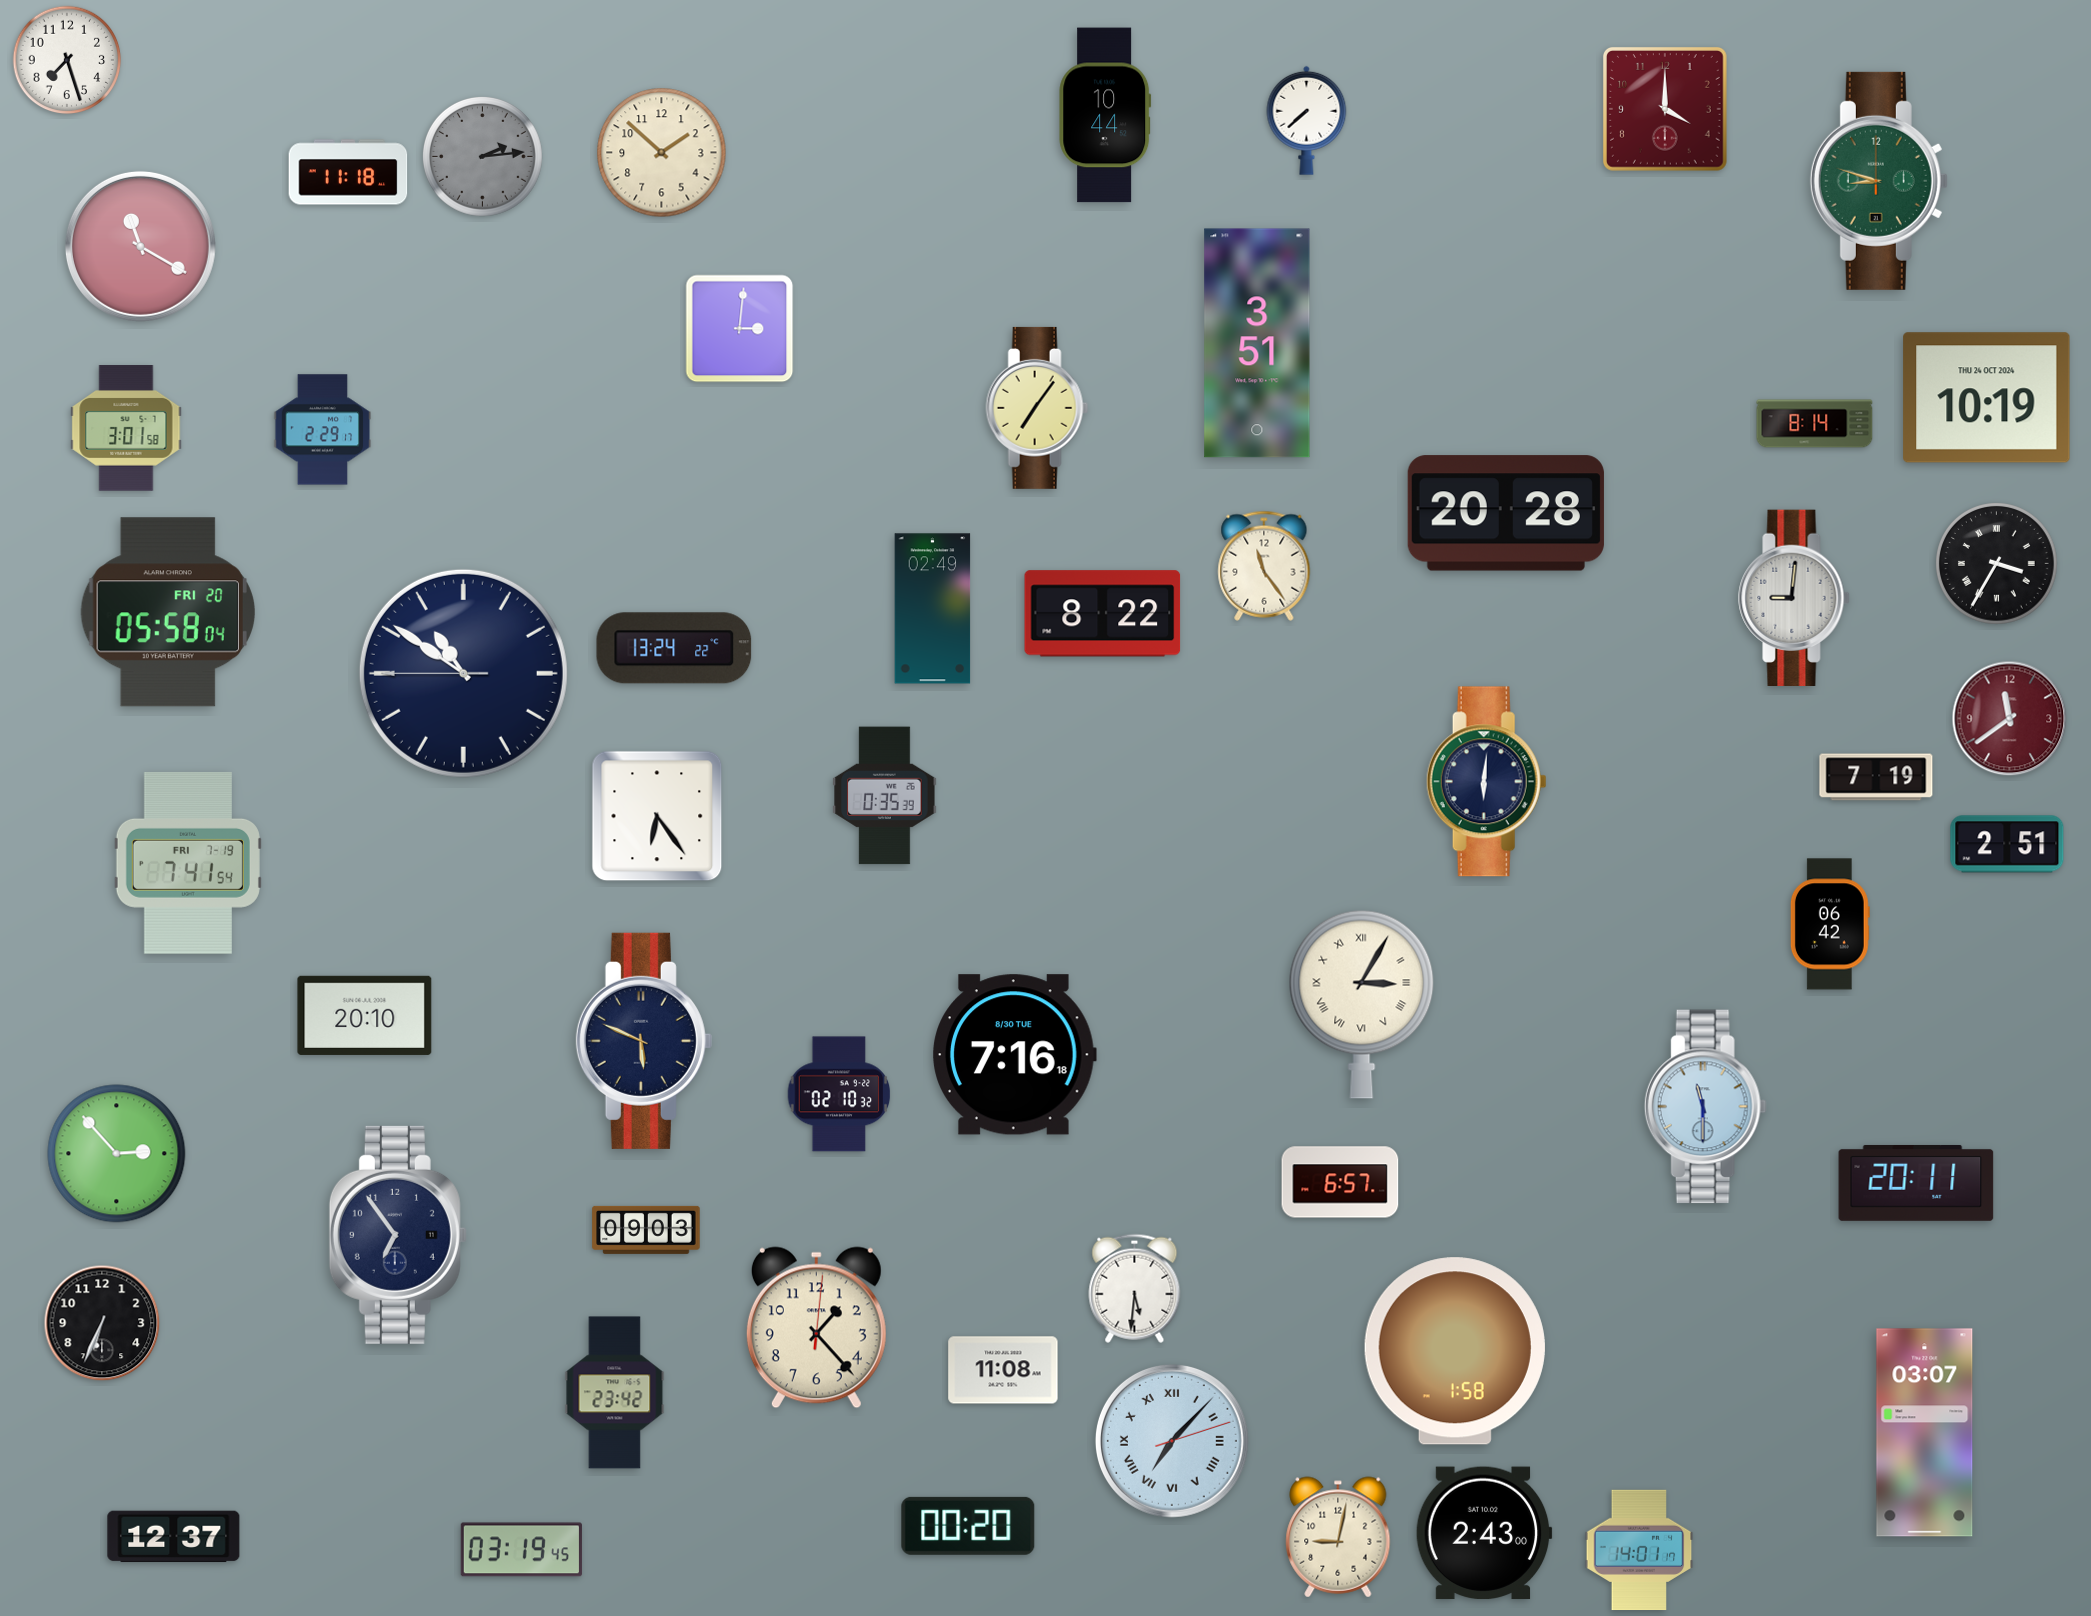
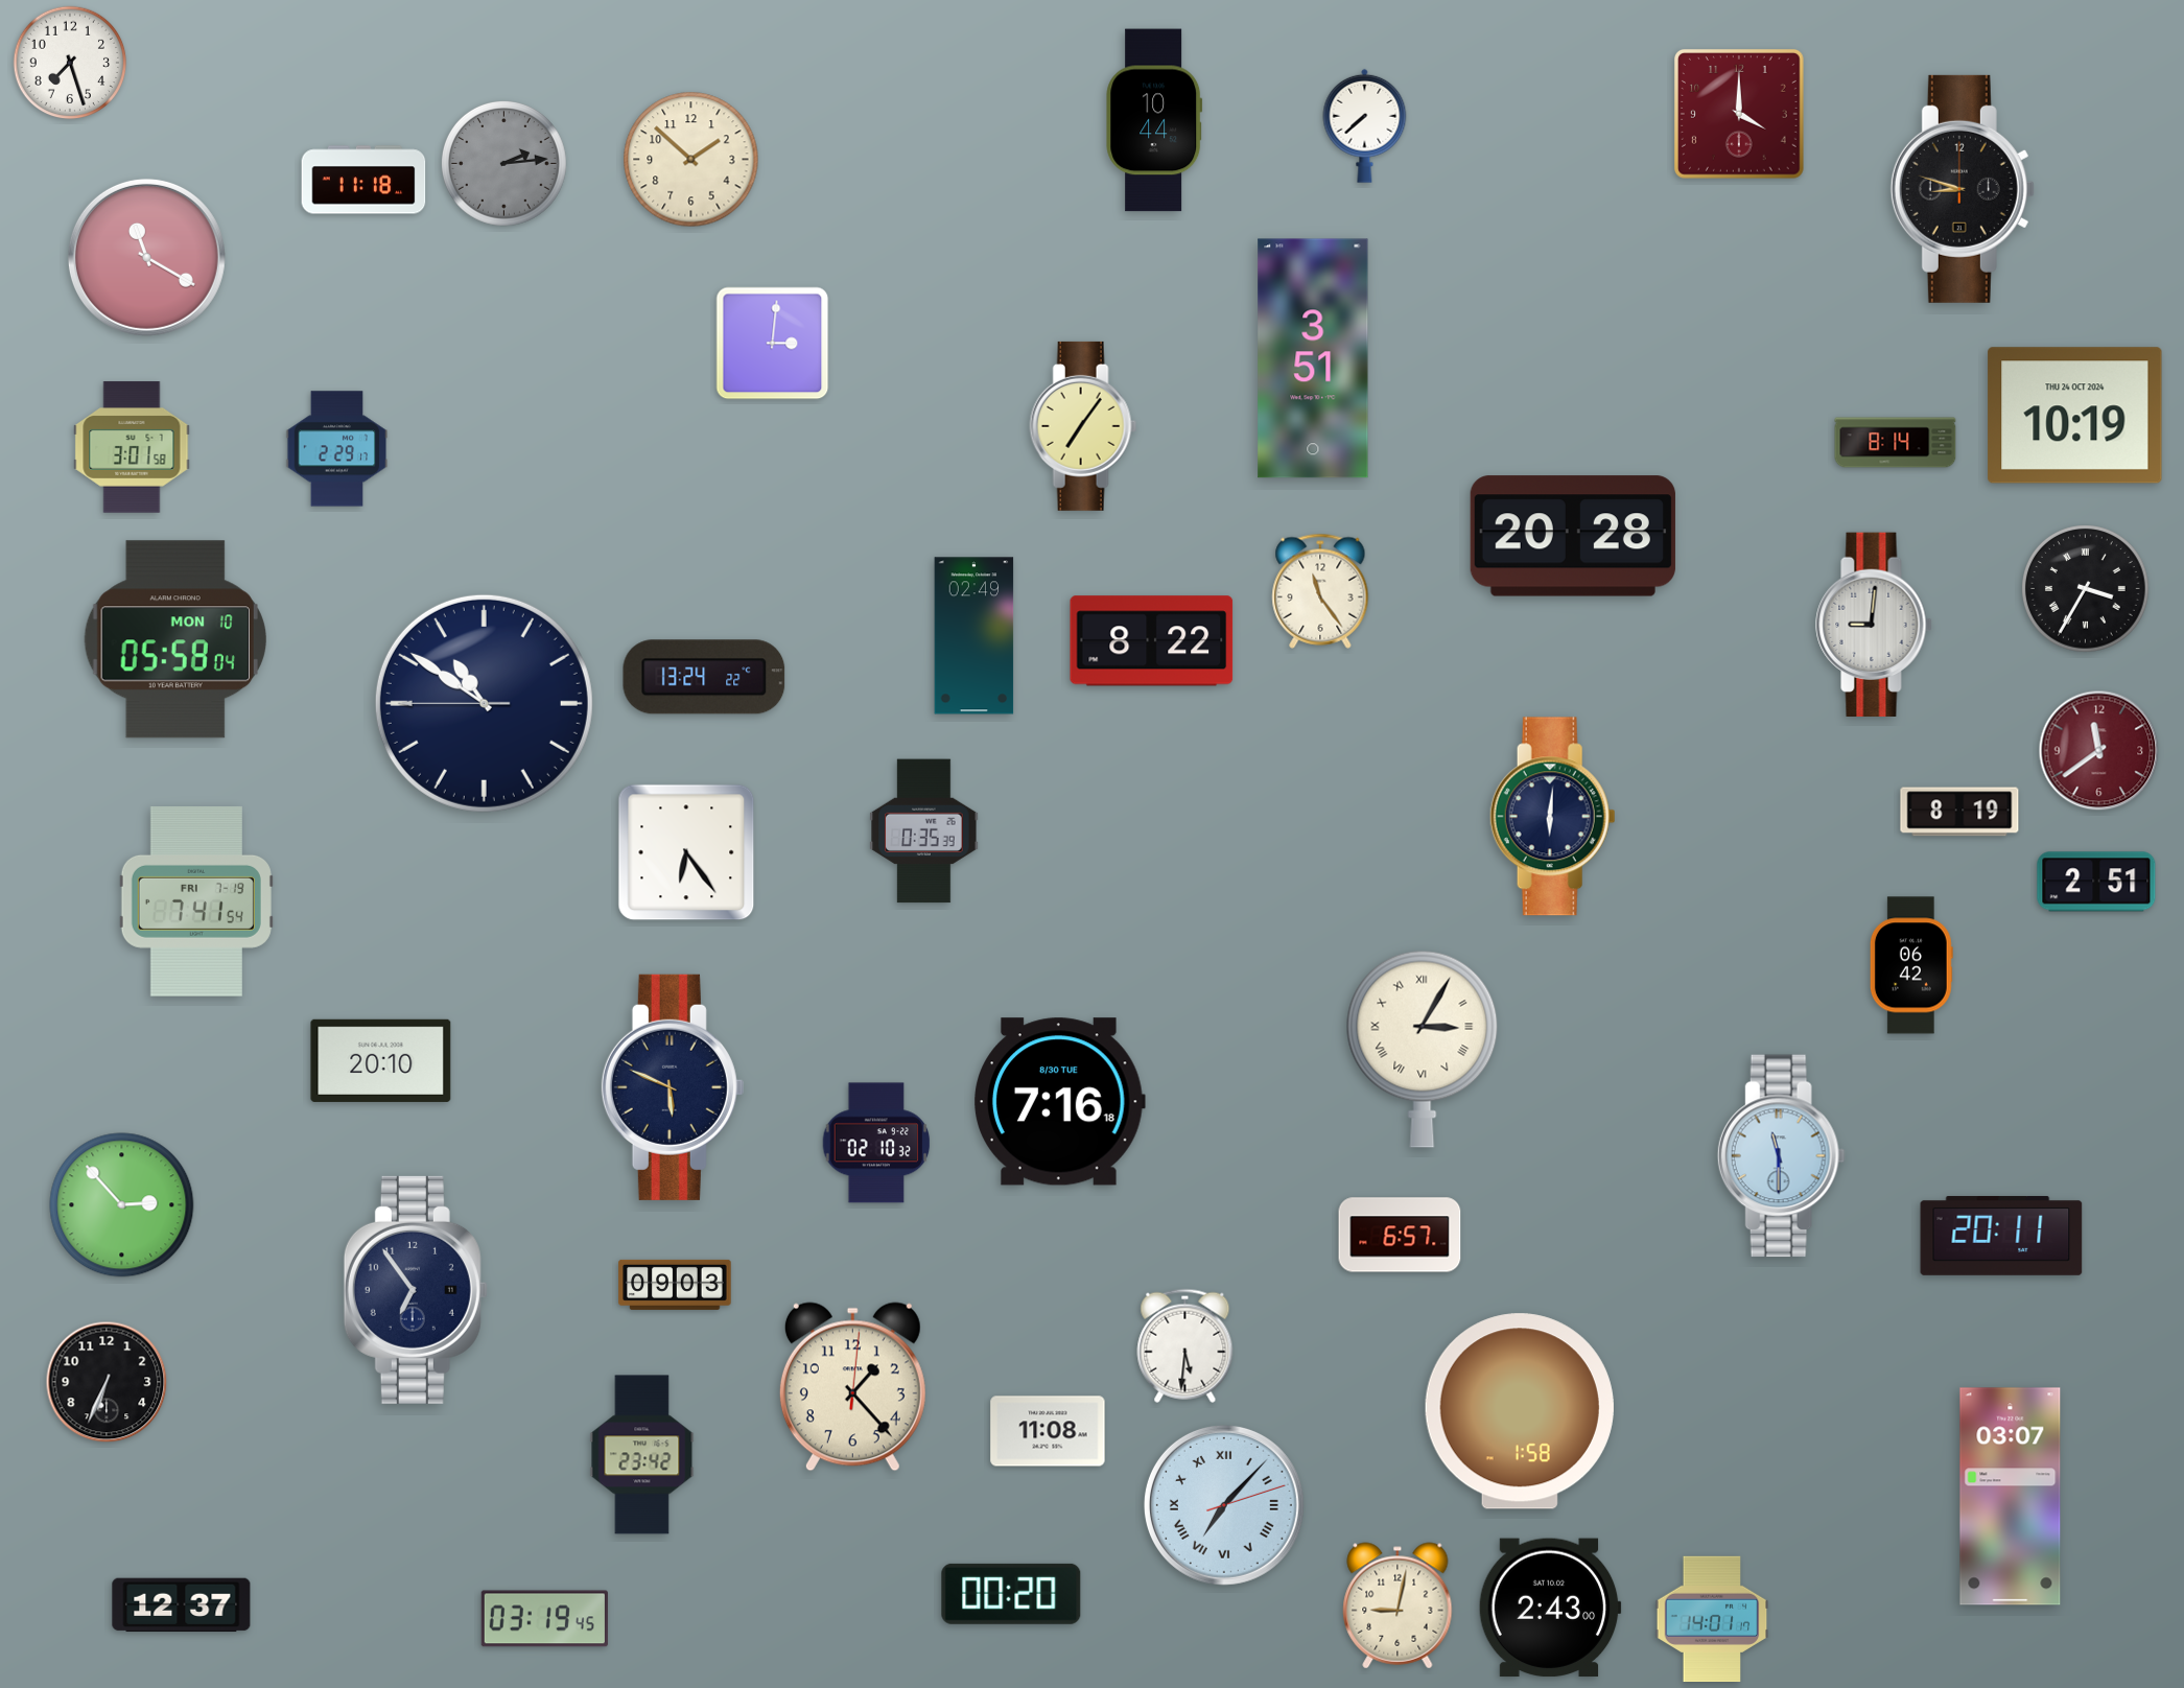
clock at (1879, 181) dial: green -> black
clock at (168, 612) date: FRI 20 -> MON 10
clock at (1876, 777): 7:19 -> 8:19
clock at (1484, 1533) position: (1484, 1533) -> (1550, 1608)
